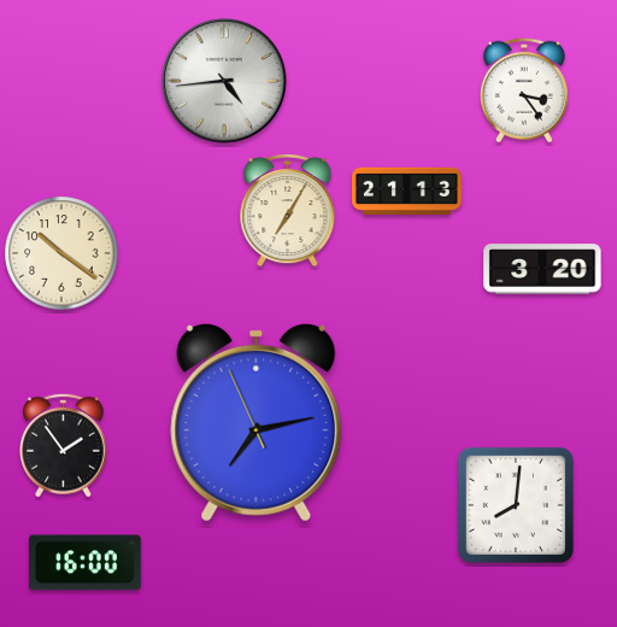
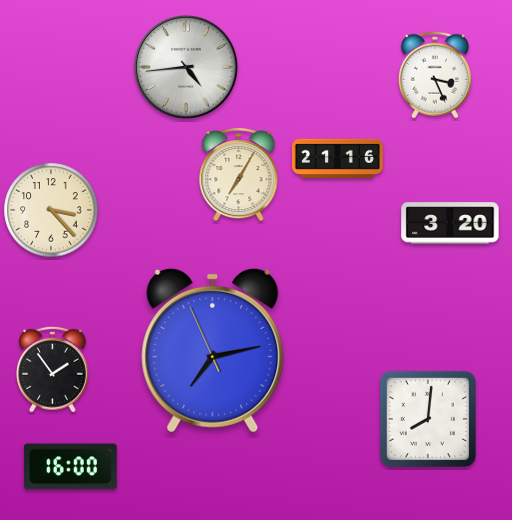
clock at (524, 90): 3:24 -> 3:26
clock at (406, 191): 21:13 -> 21:16
clock at (61, 253): 10:21 -> 3:23
